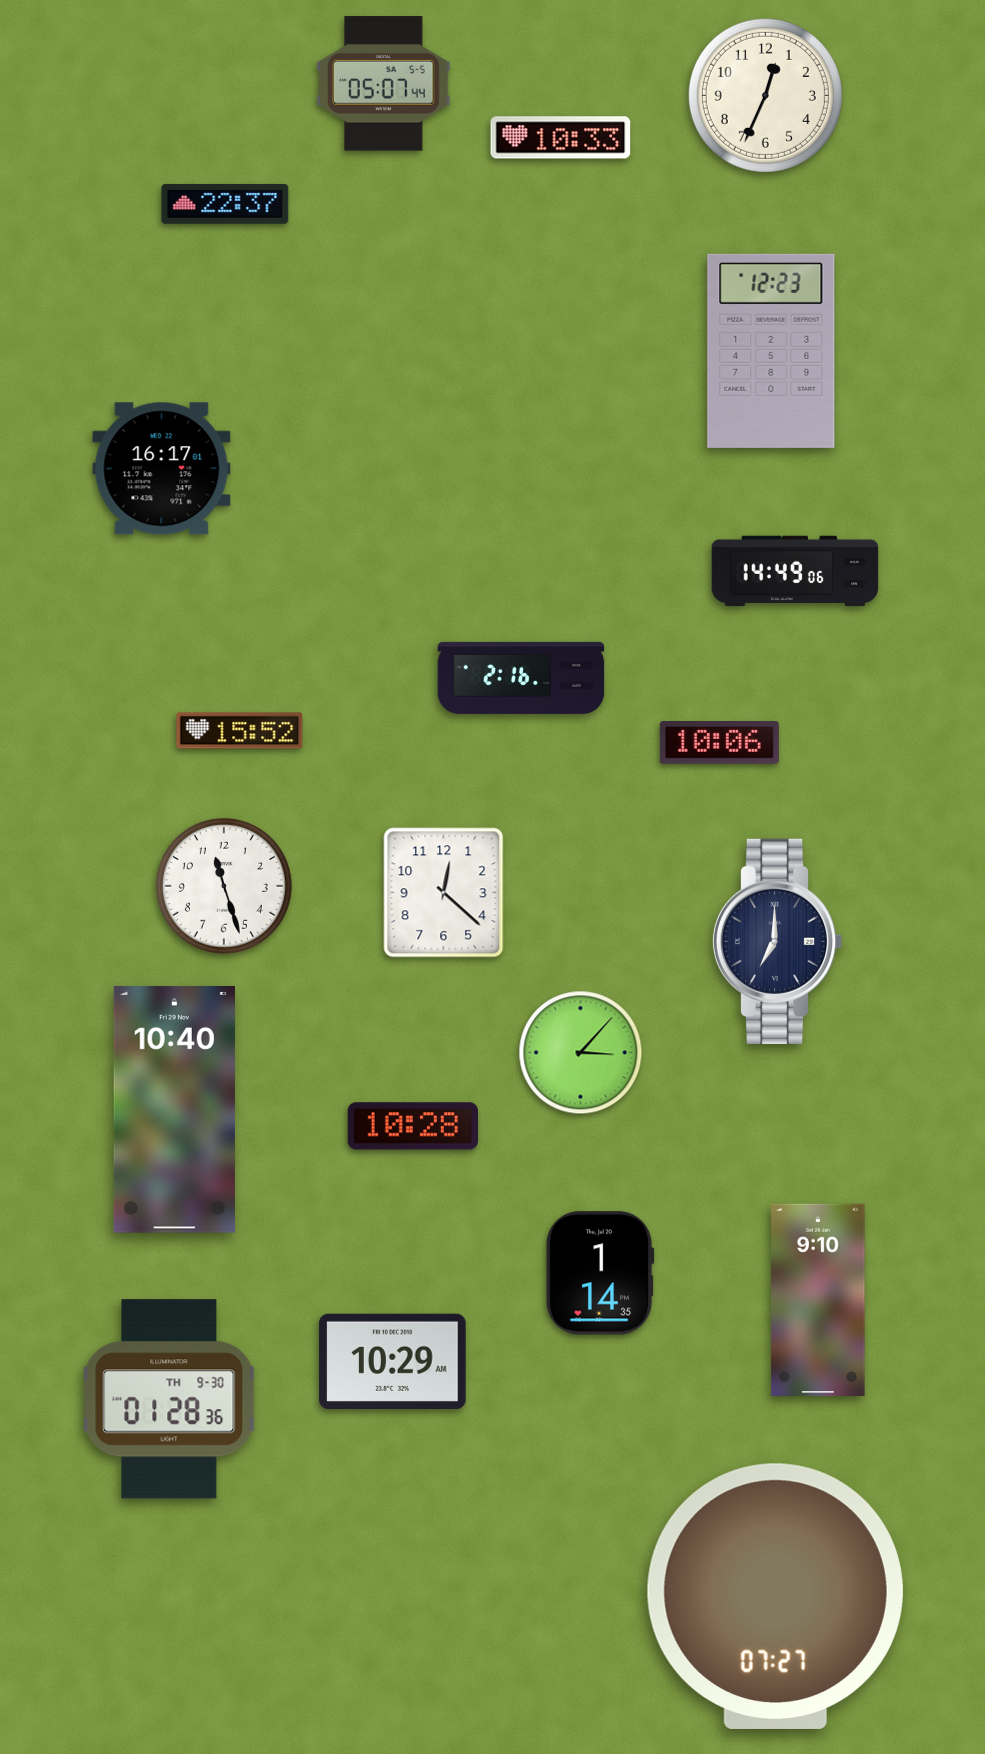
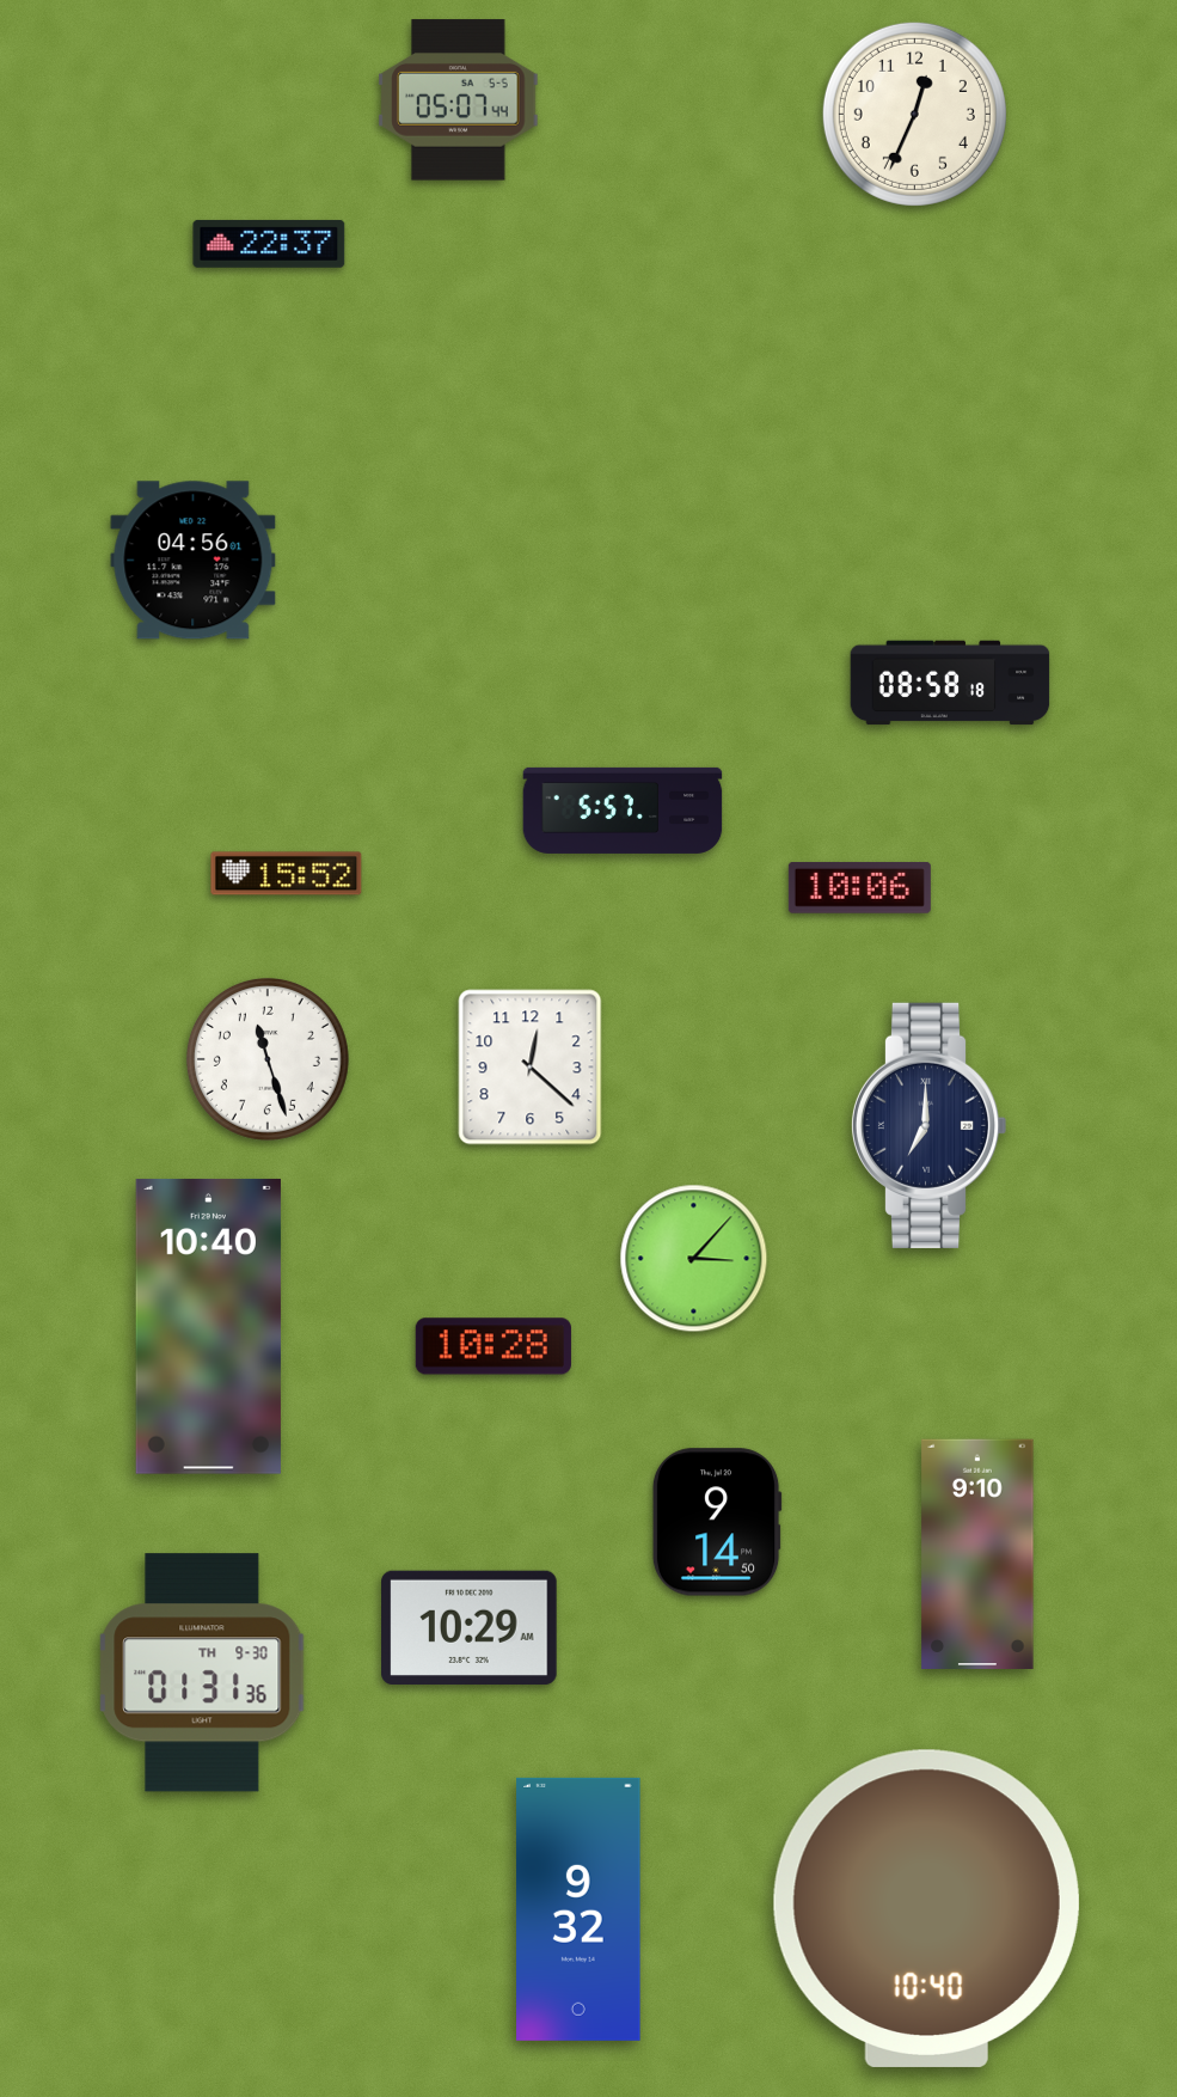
clock at (561, 138): 10:33 -> none
clock at (771, 351): 12:23 -> none
clock at (162, 469): 16:17 -> 04:56
clock at (795, 571): 14:49 -> 08:58
clock at (521, 678): 2:16 -> 5:57
clock at (600, 1273): 1:14 -> 9:14
clock at (169, 1399): 01:28 -> 01:31
clock at (775, 1596): 07:27 -> 10:40
clock at (578, 1909): none -> 9:32
